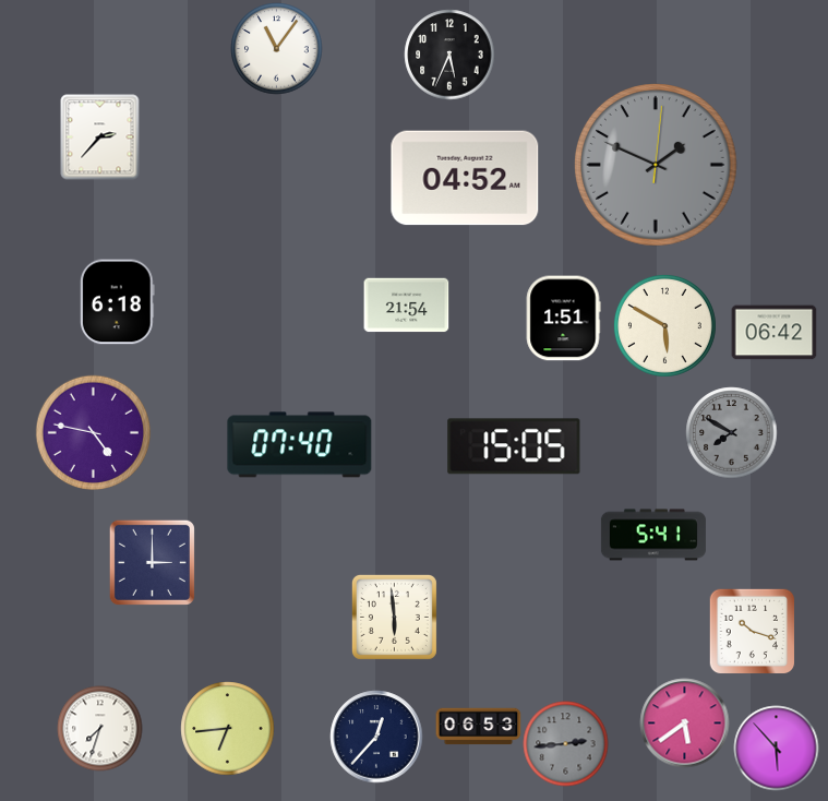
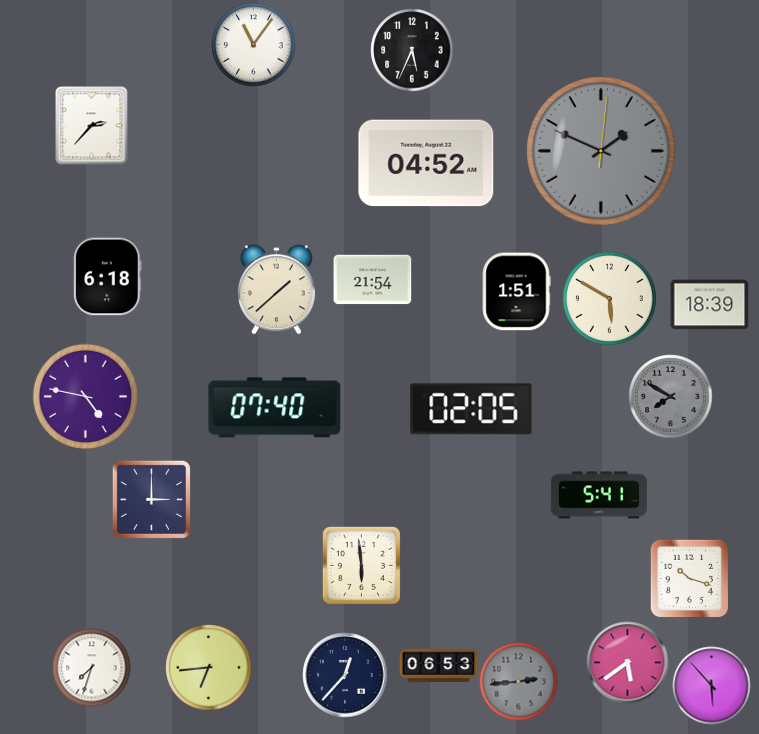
clock at (276, 289): none -> 1:38
clock at (773, 333): 06:42 -> 18:39
clock at (514, 446): 15:05 -> 02:05
clock at (653, 535) position: (653, 535) -> (599, 495)
clock at (152, 562) position: (152, 562) -> (151, 499)
